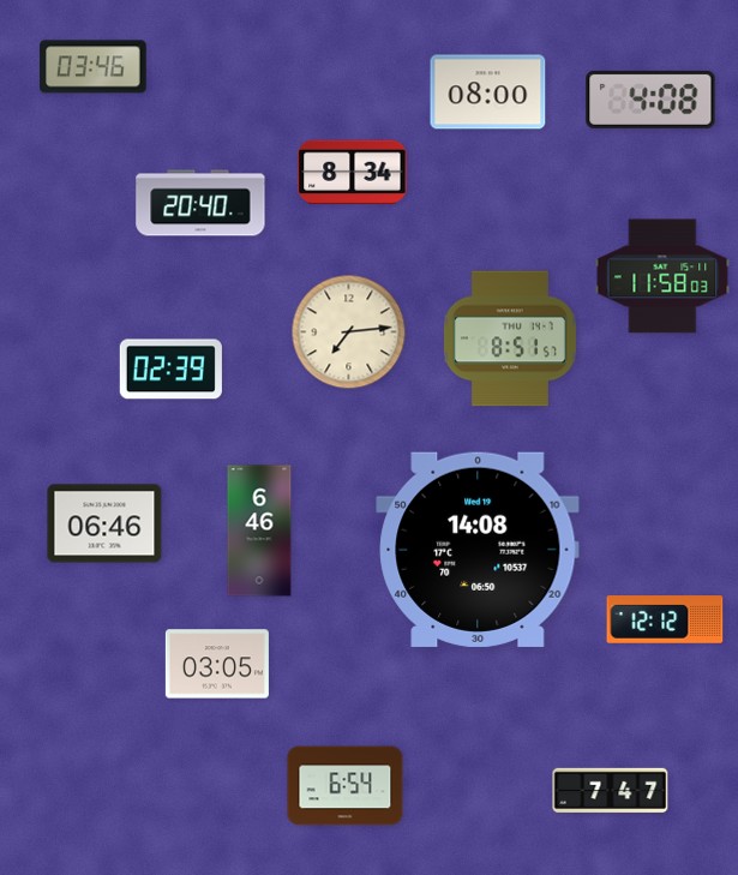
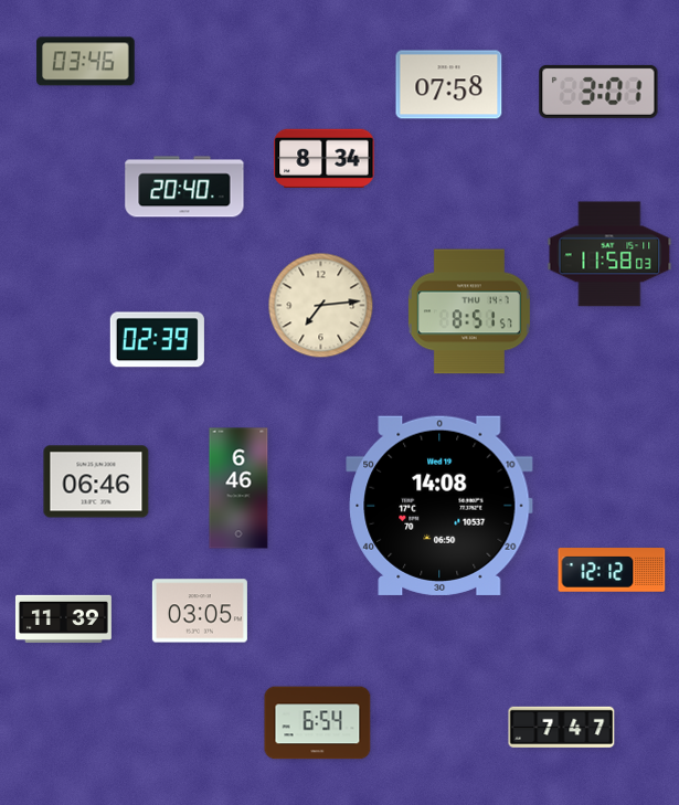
clock at (488, 92): 08:00 -> 07:58
clock at (650, 100): 4:08 -> 3:01
clock at (63, 618): none -> 11:39
